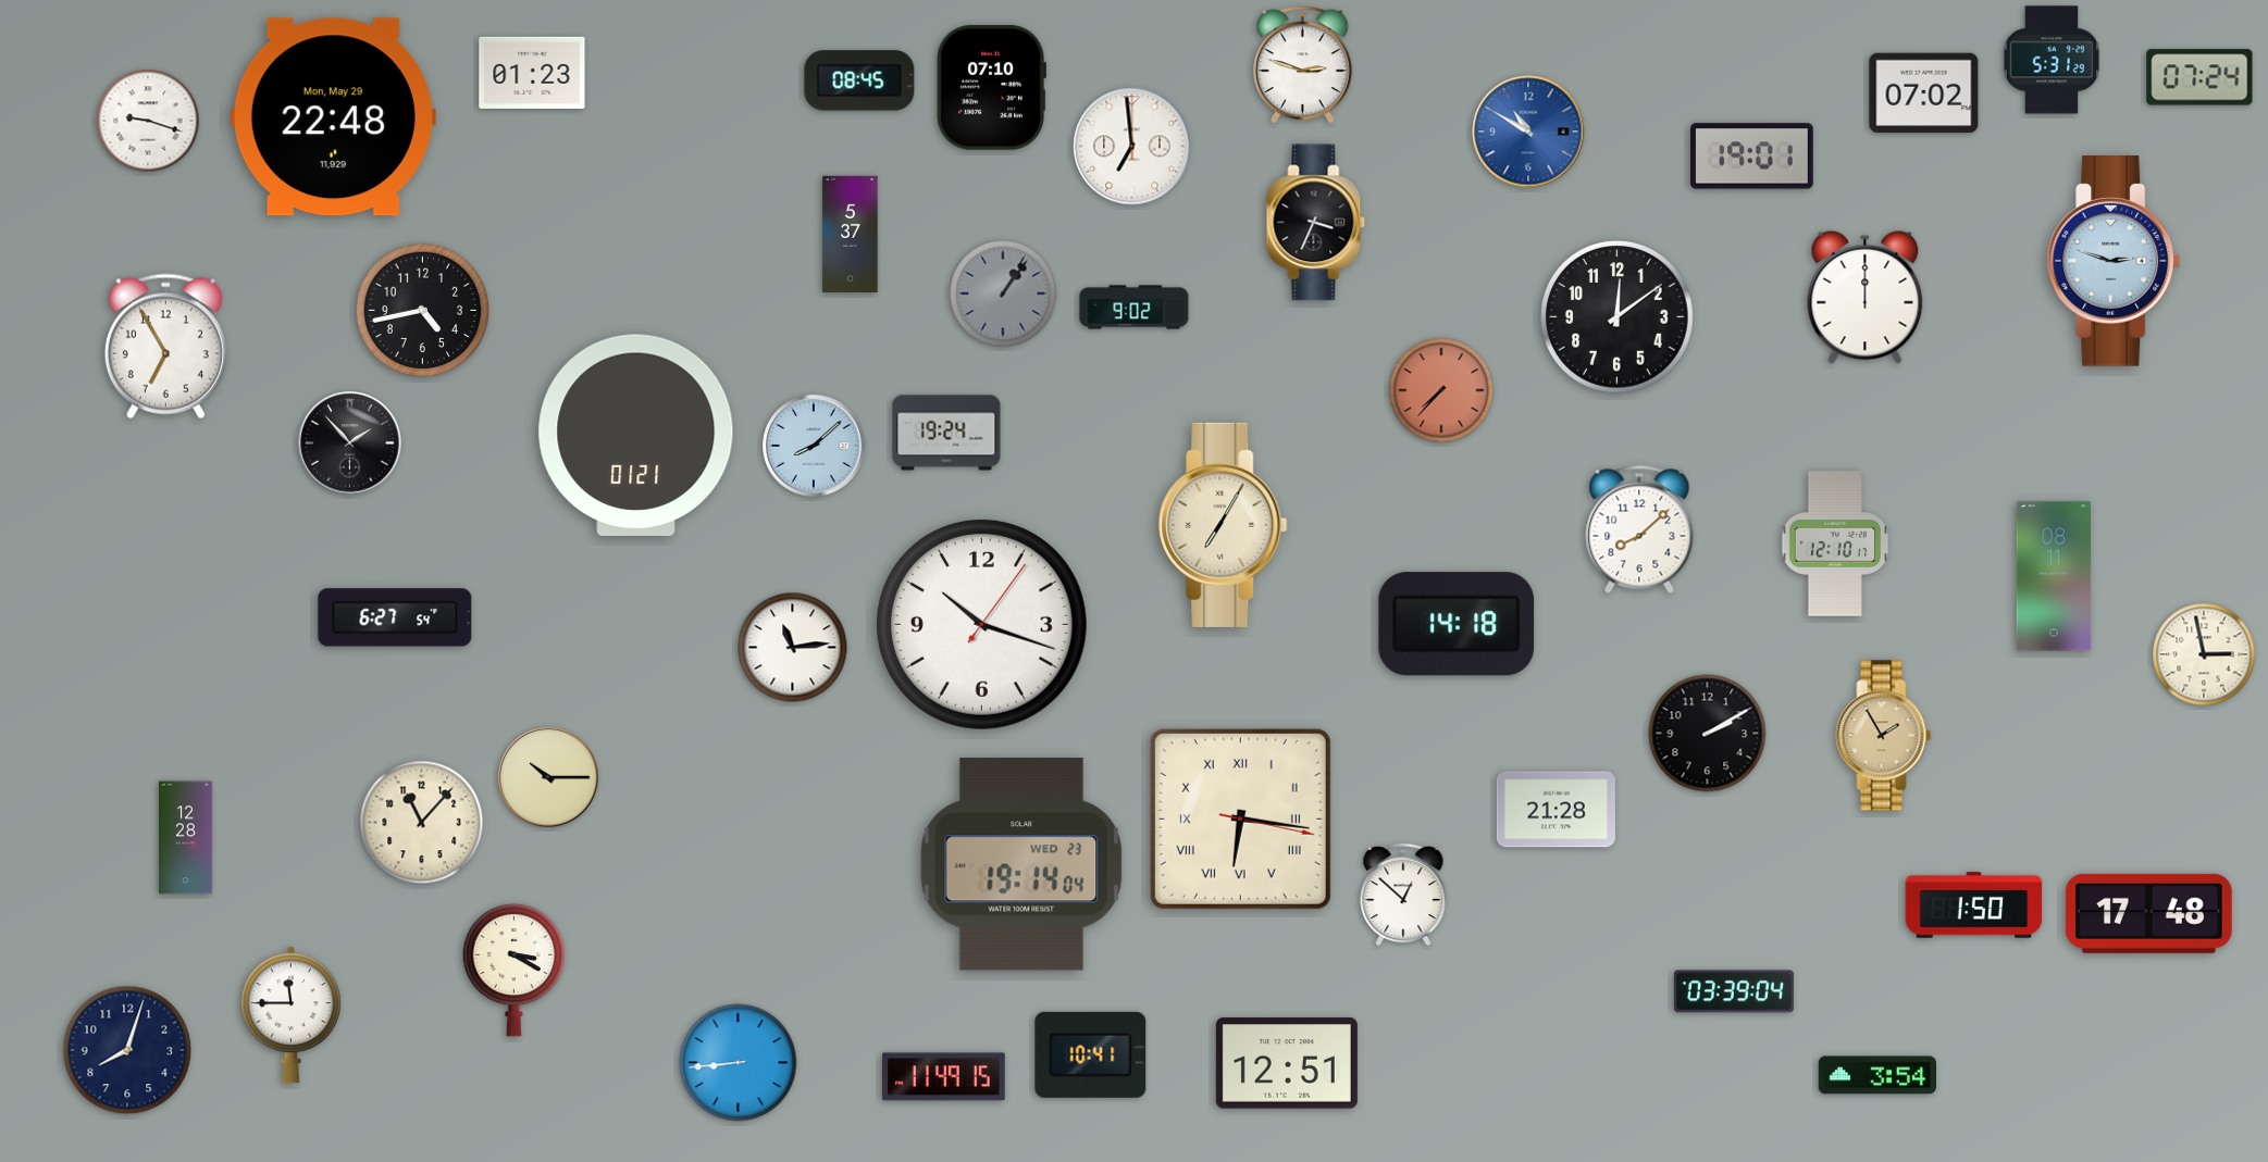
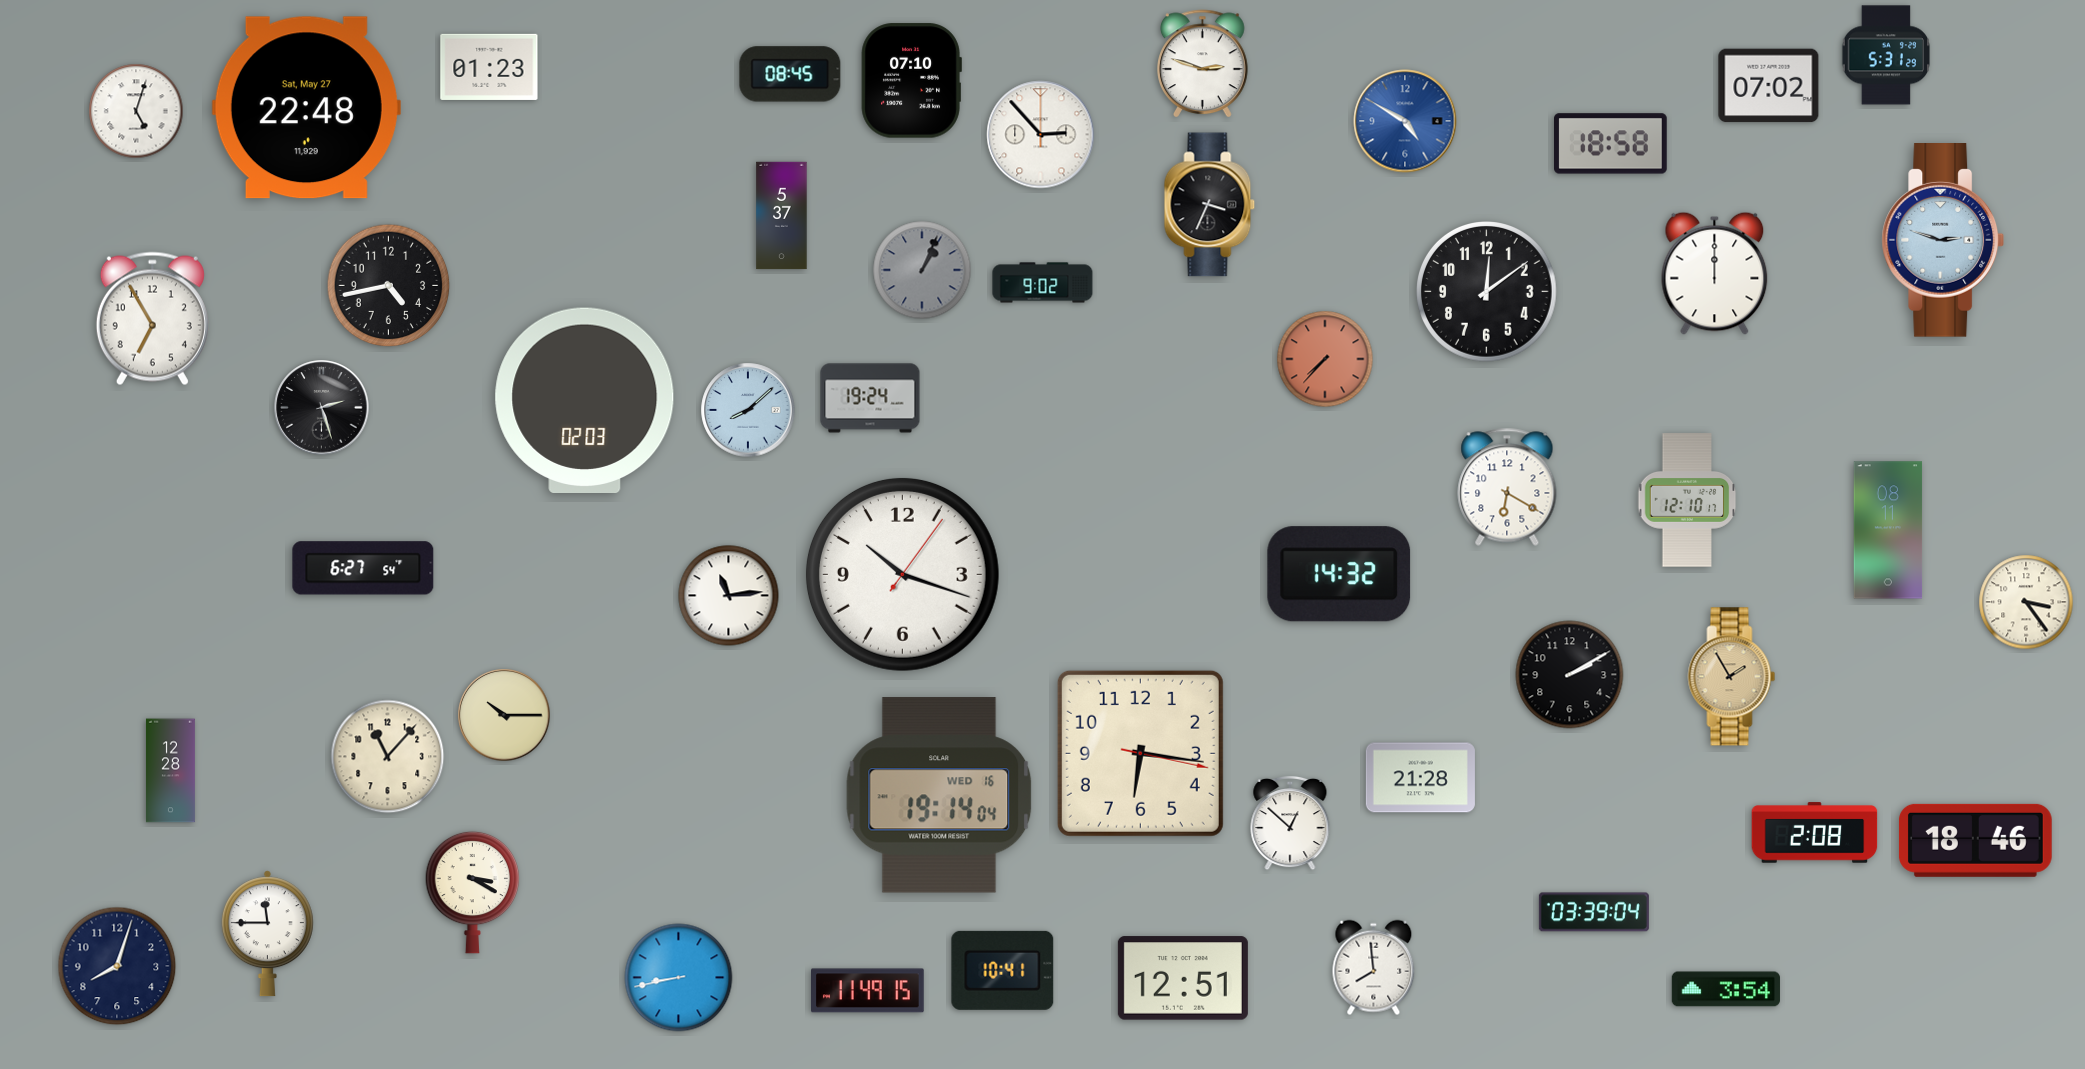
clock at (1303, 65) position: (1303, 65) -> (1203, 64)
clock at (2199, 77): 07:24 -> none
clock at (333, 117) date: Mon, May 29 -> Sat, May 27
clock at (148, 121): 9:18 -> 5:03
clock at (1528, 132): 10:50 -> 4:50
clock at (1132, 147): 6:59 -> 2:53
clock at (1752, 157): 19:01 -> 18:58
clock at (1003, 293): 1:06 -> 1:04
clock at (636, 435): 01:21 -> 02:03
clock at (350, 443): 1:53 -> 2:27
clock at (1223, 525): 7:05 -> none
clock at (1639, 529): 8:08 -> 6:20
clock at (1457, 624): 14:18 -> 14:32
clock at (2204, 654): 2:58 -> 3:24
clock at (1556, 810) position: (1556, 810) -> (1420, 778)
clock at (1240, 819) numerals: Roman -> Arabic
clock at (1021, 864) date: WED 23 -> WED 16
clock at (1974, 905): 1:50 -> 2:08
clock at (2148, 913): 17:48 -> 18:46
clock at (1374, 968): none -> 7:59
clock at (739, 1063): 8:44 -> 8:43
